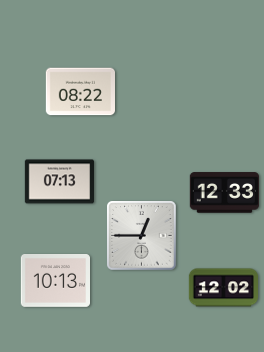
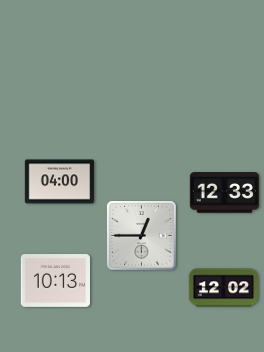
clock at (80, 92): 08:22 -> none
clock at (59, 182): 07:13 -> 04:00
